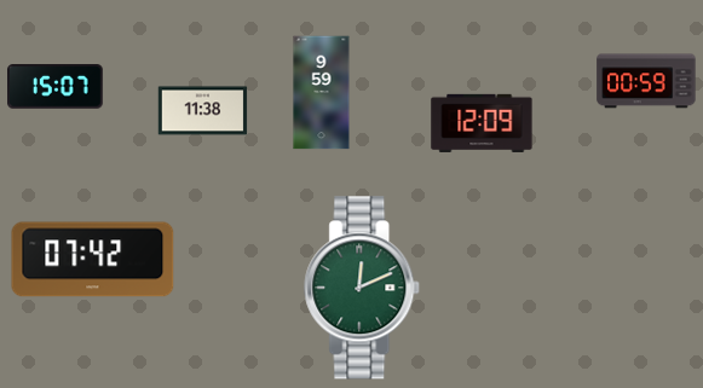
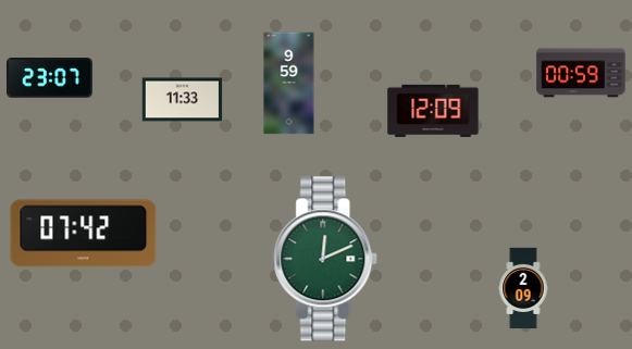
clock at (56, 87): 15:07 -> 23:07
clock at (203, 111): 11:38 -> 11:33
clock at (523, 288): none -> 2:09
